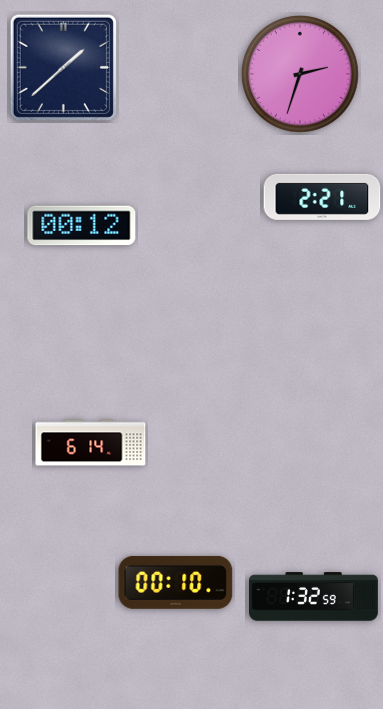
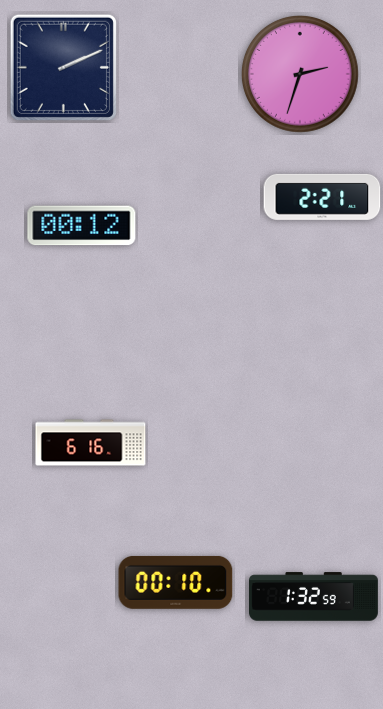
clock at (63, 67): 1:38 -> 2:11
clock at (91, 443): 6:14 -> 6:16
